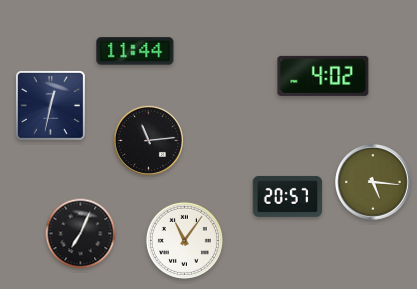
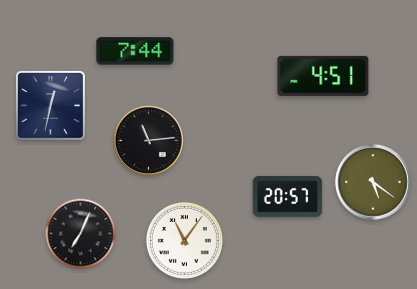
clock at (135, 51): 11:44 -> 7:44
clock at (323, 76): 4:02 -> 4:51
clock at (373, 182): 5:16 -> 5:21
